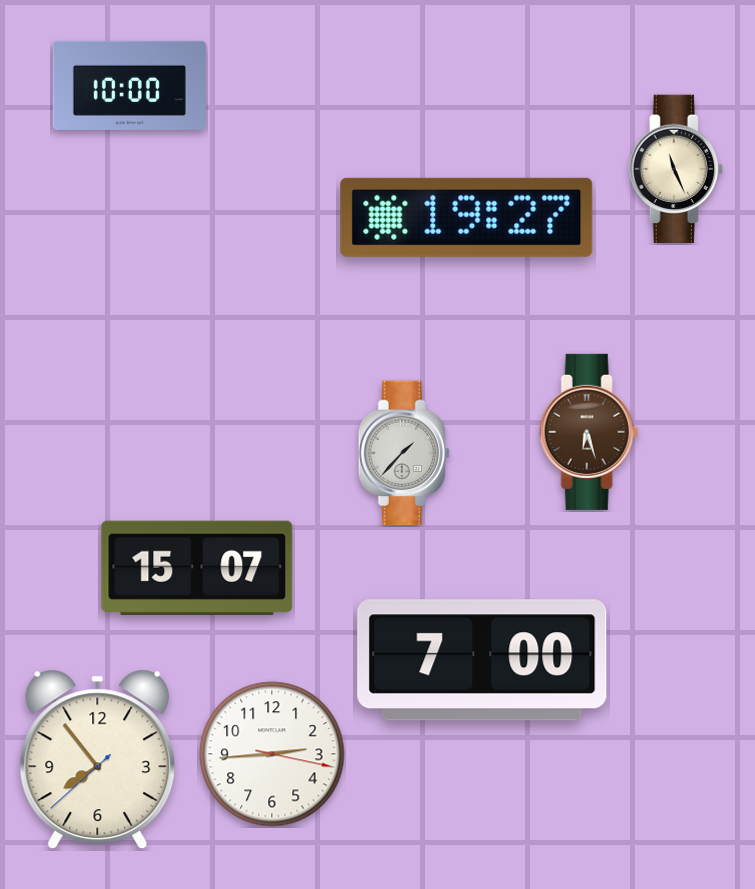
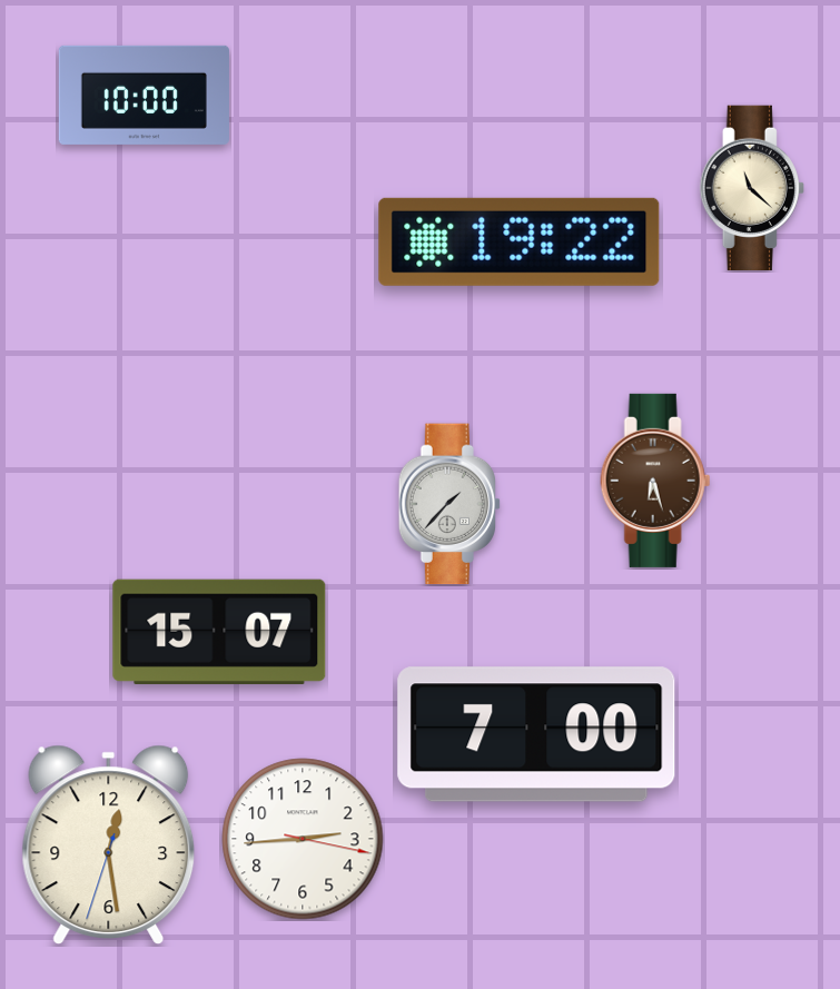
clock at (676, 168): 11:26 -> 11:22
clock at (467, 217): 19:27 -> 19:22
clock at (98, 760): 7:53 -> 12:28
